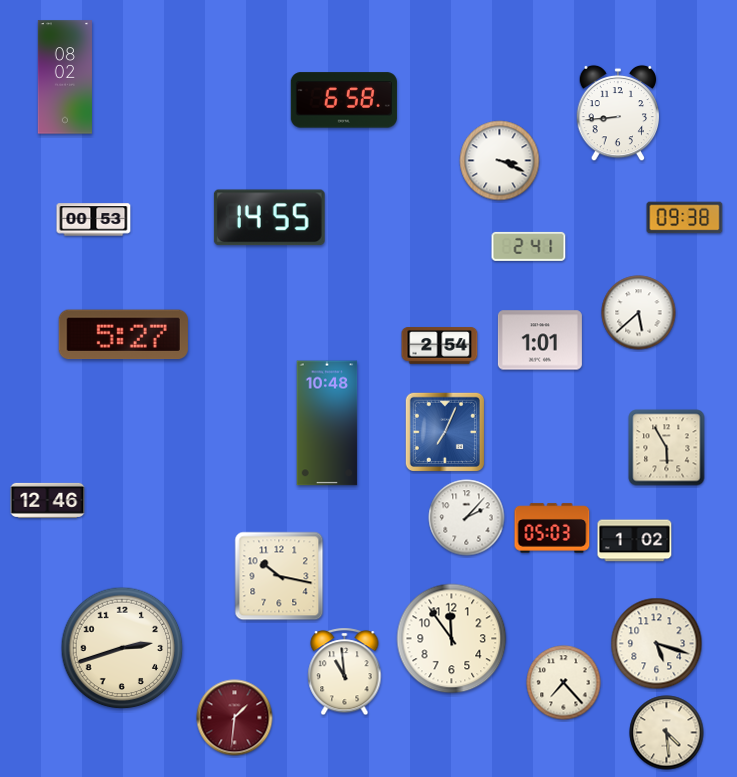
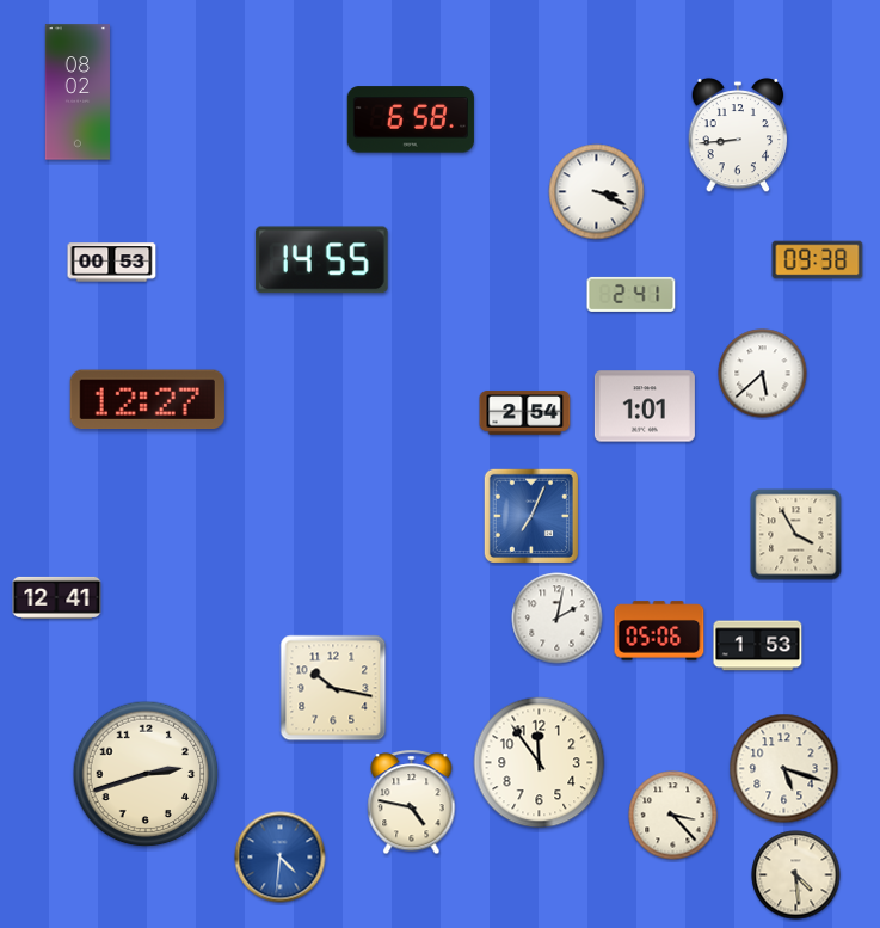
clock at (123, 335): 5:27 -> 12:27
clock at (327, 423): 10:48 -> none
clock at (667, 448): 5:55 -> 3:55
clock at (48, 500): 12:46 -> 12:41
clock at (467, 518): 2:07 -> 2:02
clock at (552, 528): 05:03 -> 05:06
clock at (635, 541): 1:02 -> 1:53
clock at (345, 672): 10:59 -> 4:47
clock at (564, 683): 7:23 -> 3:23
clock at (235, 718): 1:31 -> 4:31
clock at (235, 718) dial: burgundy -> blue
